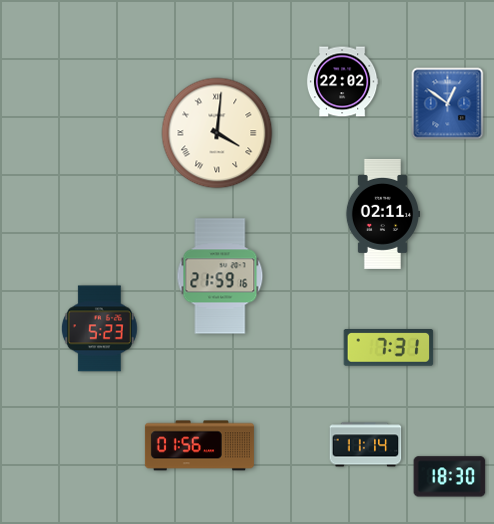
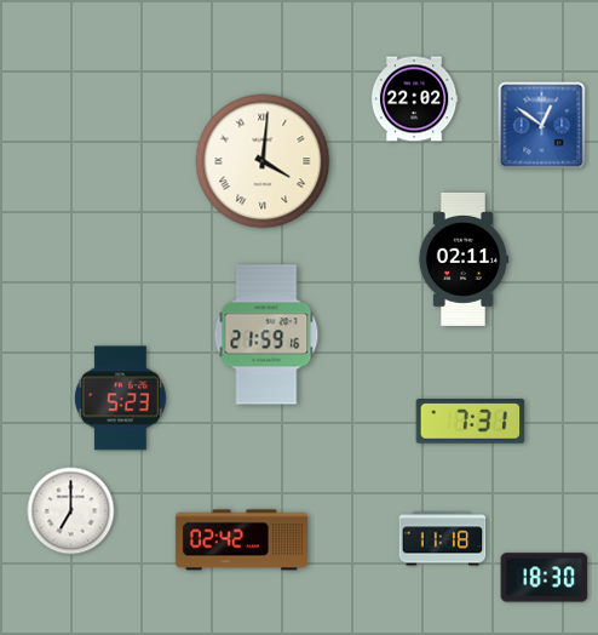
clock at (71, 511): none -> 7:00
clock at (366, 445): 11:14 -> 11:18
clock at (199, 446): 01:56 -> 02:42
